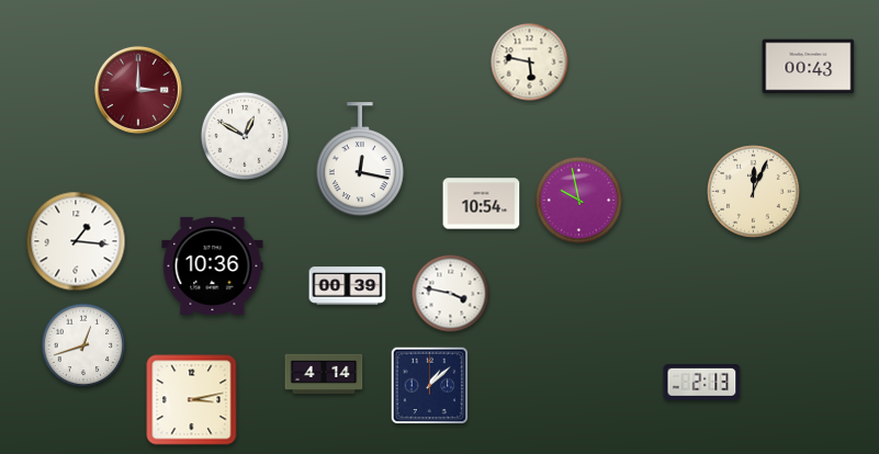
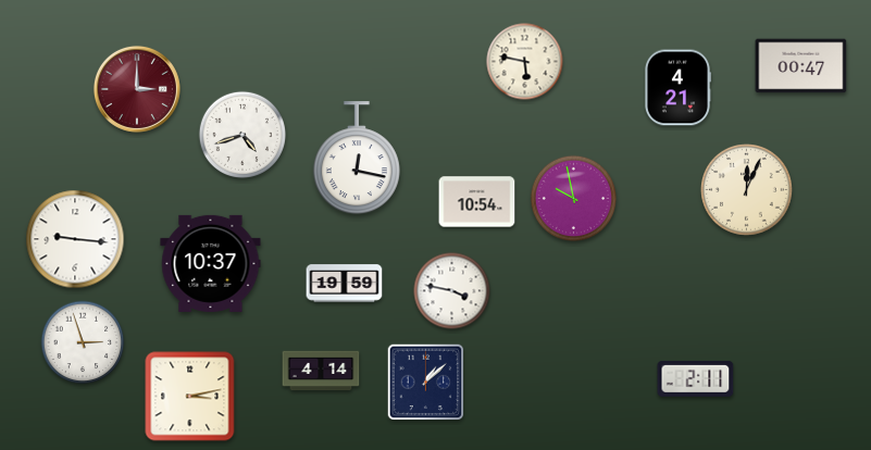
clock at (809, 67): 00:43 -> 00:47
clock at (677, 88): none -> 4:21
clock at (244, 135): 12:50 -> 4:42
clock at (76, 241): 1:16 -> 9:16
clock at (213, 265): 10:36 -> 10:37
clock at (348, 286): 00:39 -> 19:59
clock at (451, 294) position: (451, 294) -> (452, 291)
clock at (83, 345): 12:42 -> 2:57
clock at (702, 382): 2:13 -> 2:11
